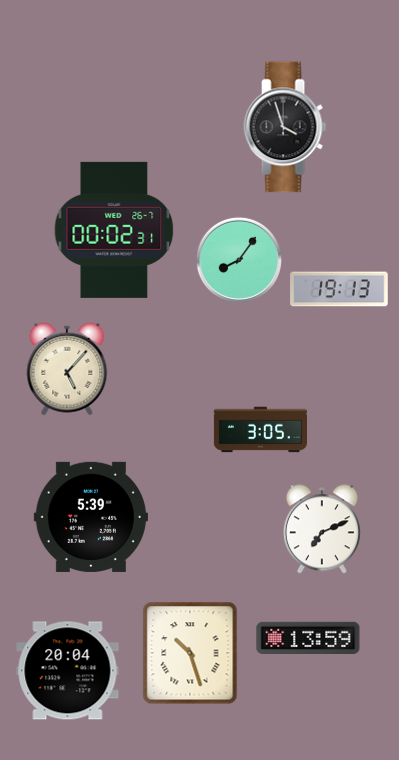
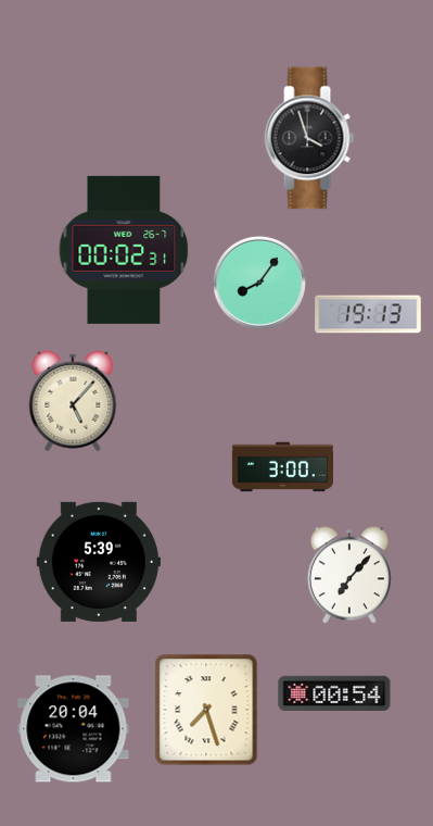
clock at (260, 430): 3:05 -> 3:00
clock at (322, 529): 7:11 -> 7:07
clock at (308, 637): 13:59 -> 00:54
clock at (190, 653): 10:27 -> 7:27
